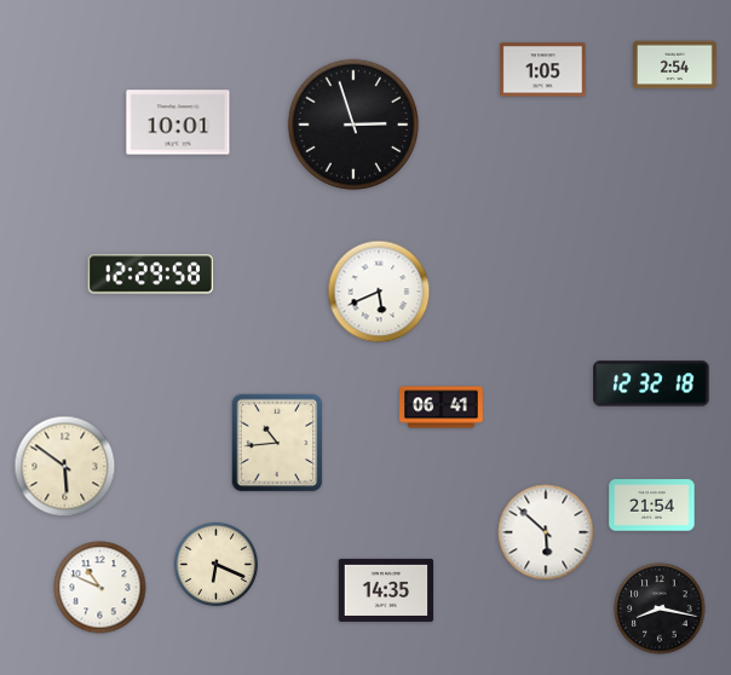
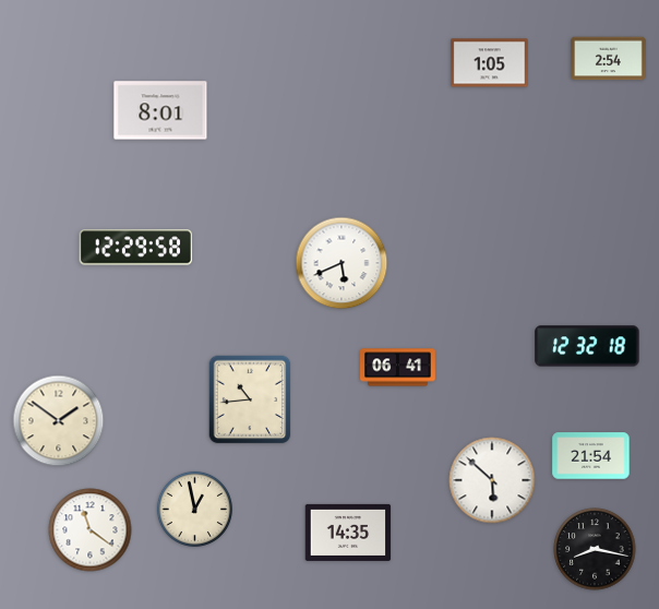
clock at (178, 122): 10:01 -> 8:01
clock at (352, 123): 2:57 -> none
clock at (65, 467): 5:51 -> 1:51
clock at (652, 506) position: (652, 506) -> (591, 456)
clock at (215, 564): 6:19 -> 12:58
clock at (100, 588): 10:49 -> 11:21
